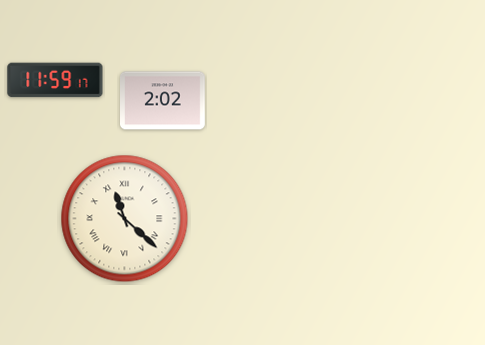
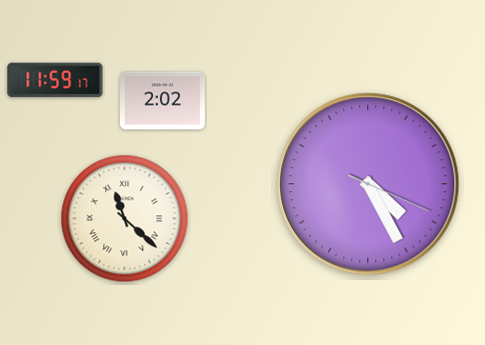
clock at (368, 184): none -> 4:25
